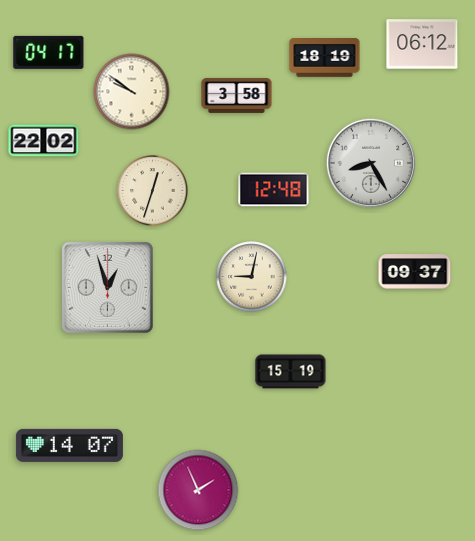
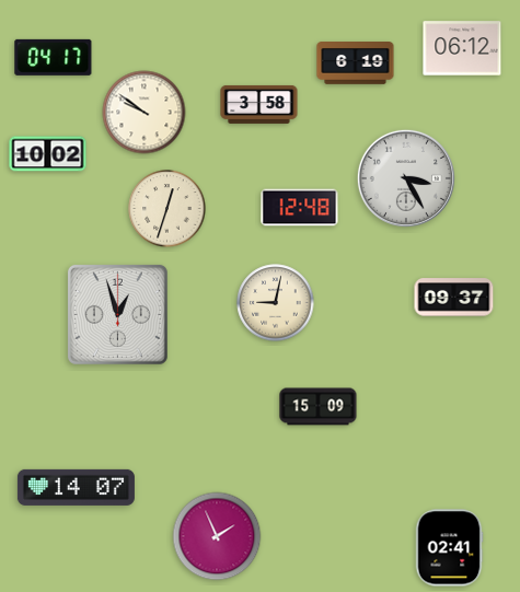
clock at (325, 58): 18:19 -> 6:19
clock at (132, 92) position: (132, 92) -> (145, 113)
clock at (44, 141): 22:02 -> 10:02
clock at (371, 163): 8:25 -> 3:25
clock at (291, 372): 15:19 -> 15:09
clock at (449, 548): none -> 02:41
